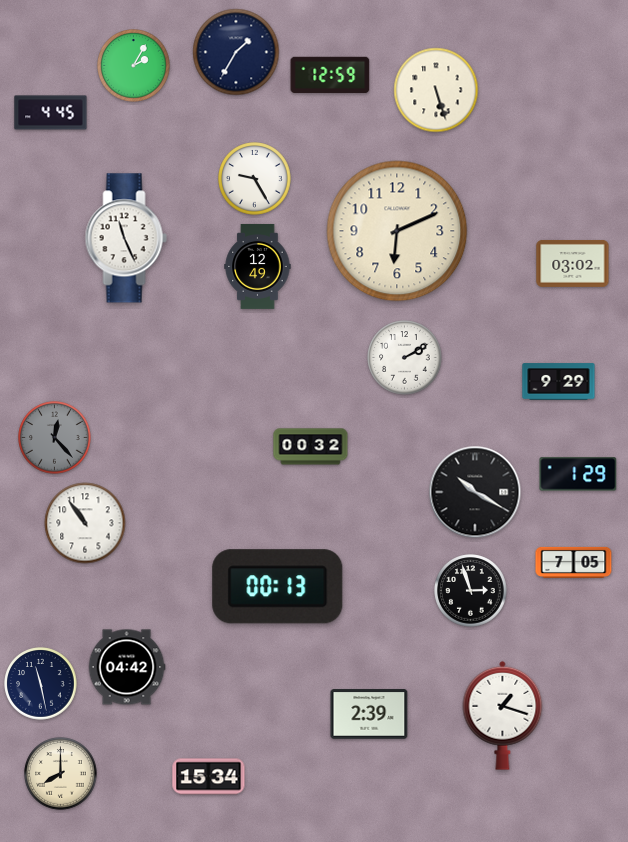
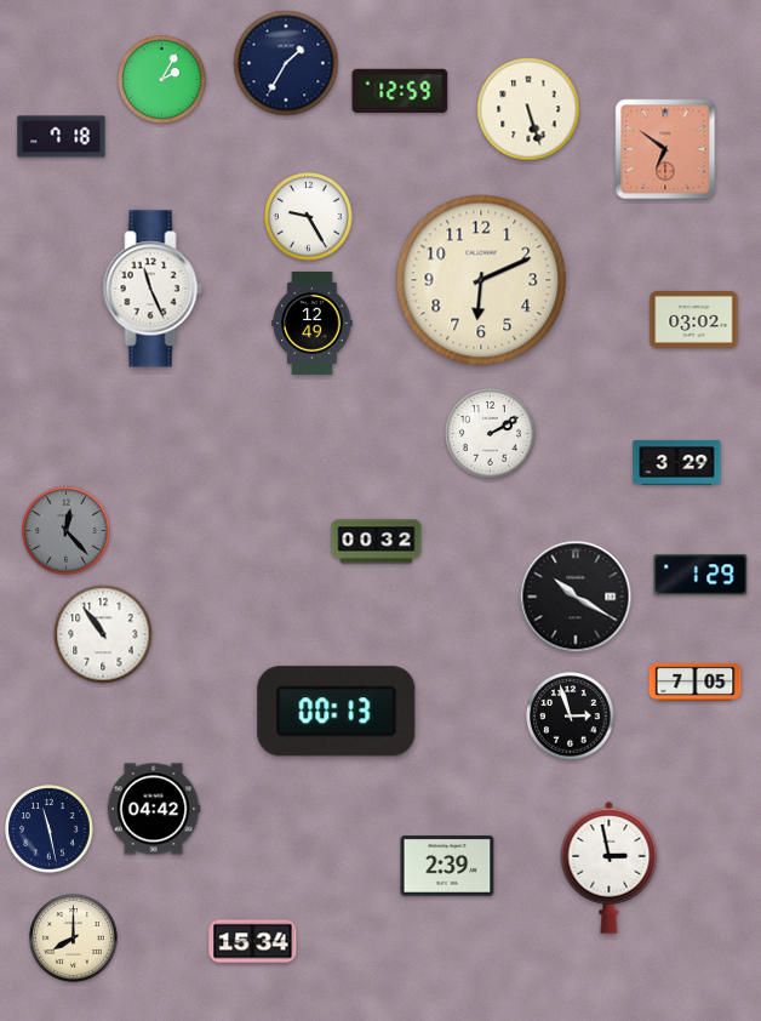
clock at (51, 113): 4:45 -> 7:18
clock at (665, 149): none -> 6:51
clock at (559, 382): 9:29 -> 3:29
clock at (503, 715): 1:18 -> 2:58
